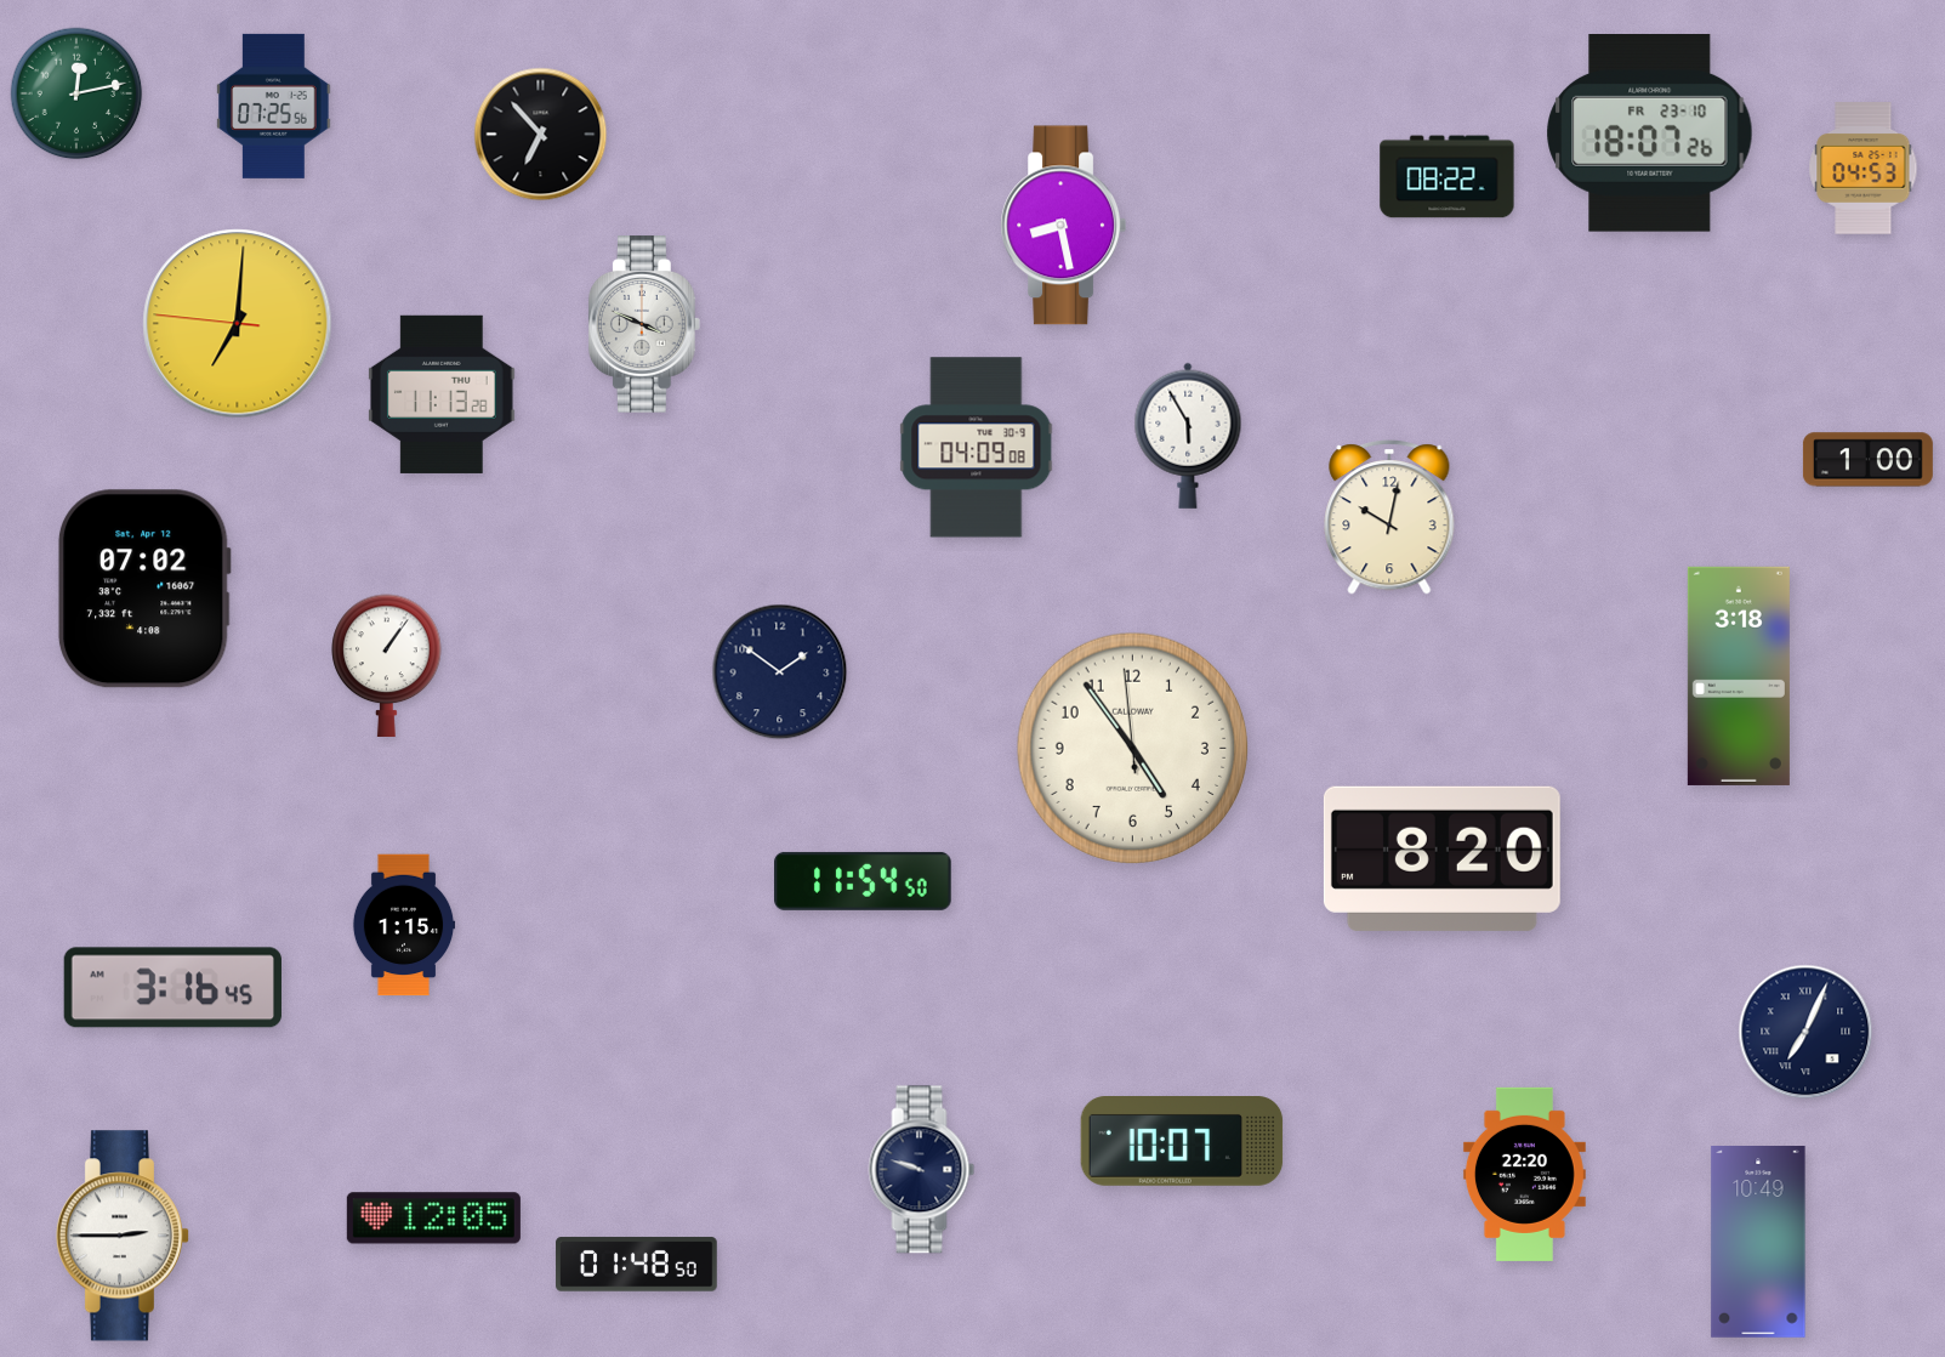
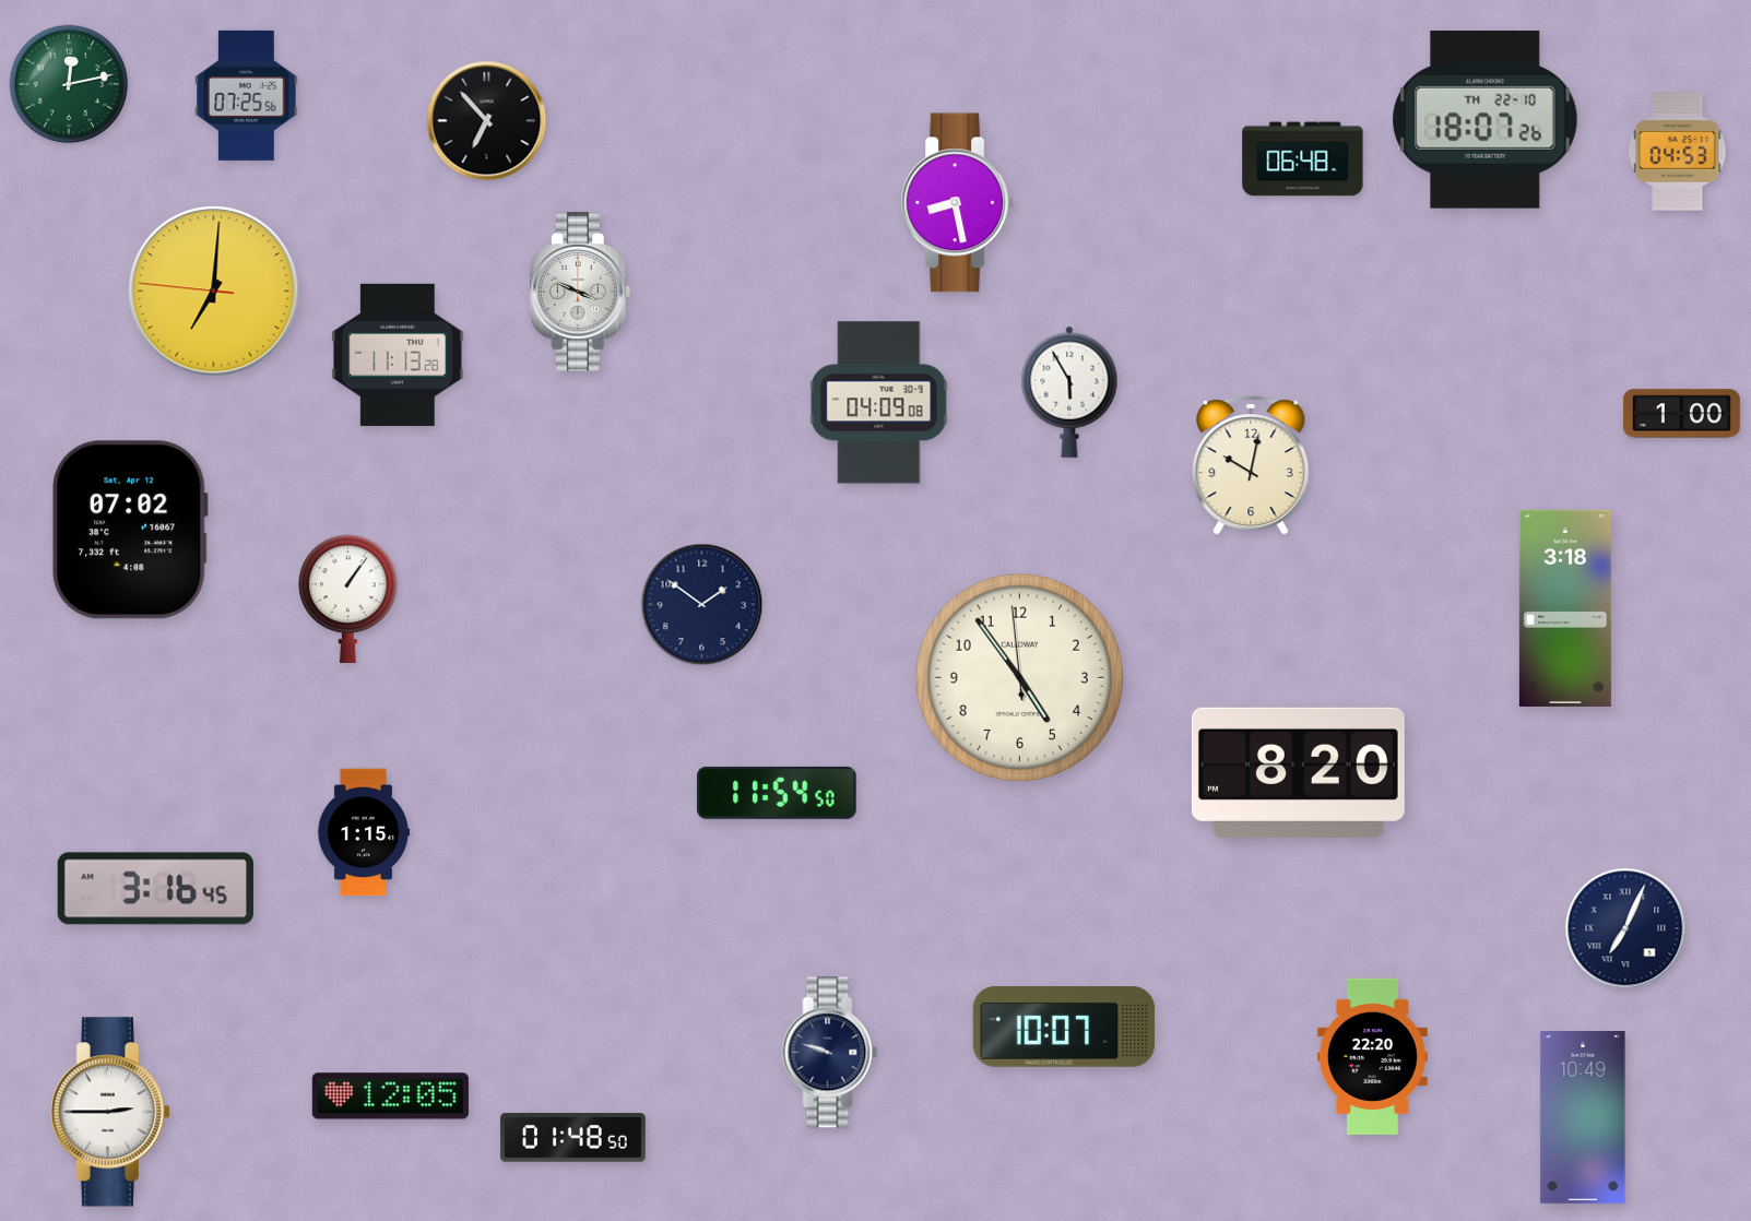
clock at (1650, 134) date: FR 23-10 -> TH 22-10
clock at (1448, 177): 08:22 -> 06:48
clock at (1132, 748) position: (1132, 748) -> (1019, 677)
